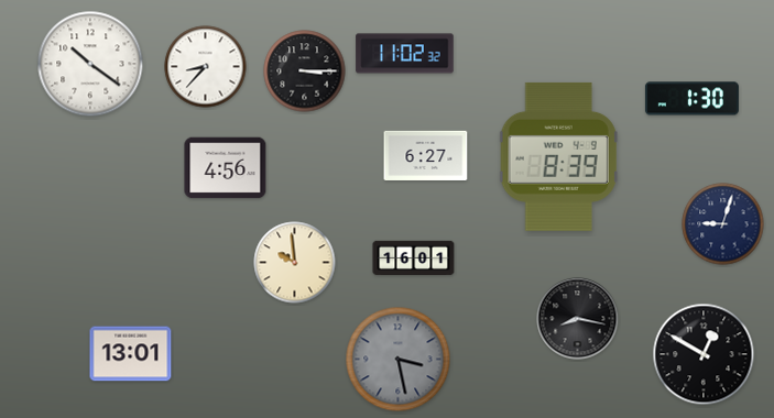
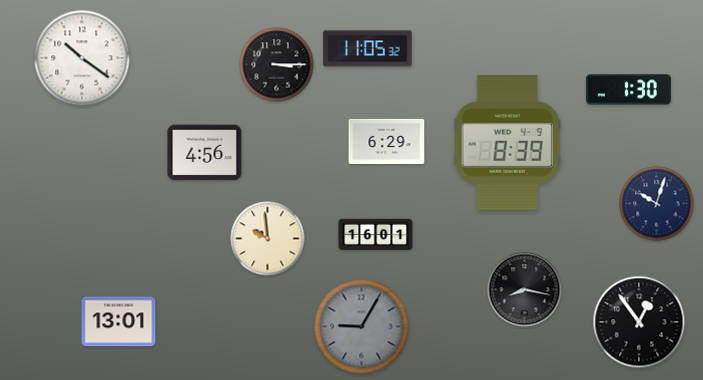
clock at (405, 54): 11:02 -> 11:05
clock at (206, 67): 8:37 -> none
clock at (426, 155): 6:27 -> 6:29
clock at (723, 224): 9:03 -> 10:03
clock at (704, 354): 12:50 -> 12:54
clock at (399, 360): 3:28 -> 9:05
